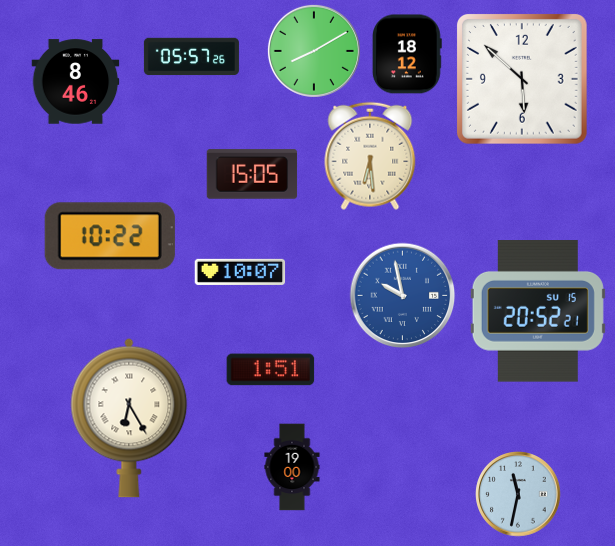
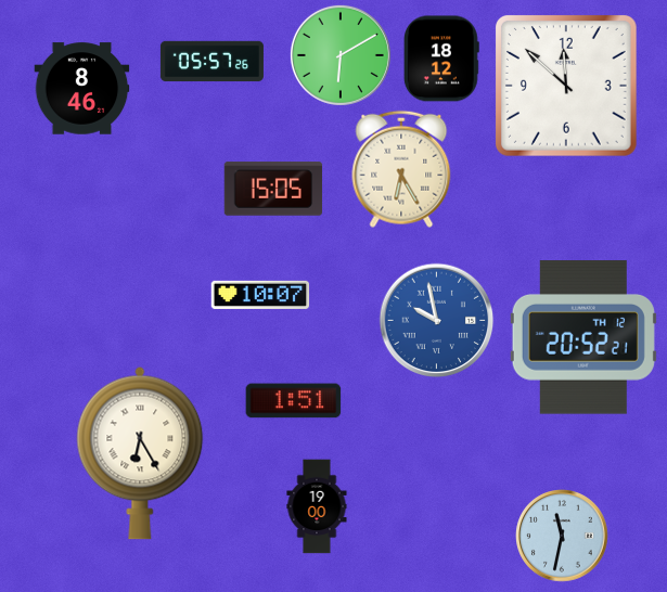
clock at (314, 51): 8:10 -> 6:10
clock at (191, 57) position: (191, 57) -> (211, 62)
clock at (522, 79): 5:52 -> 11:52
clock at (370, 156): 6:29 -> 6:25
clock at (110, 236): 10:22 -> none
clock at (538, 311) date: SU 15 -> TH 12
